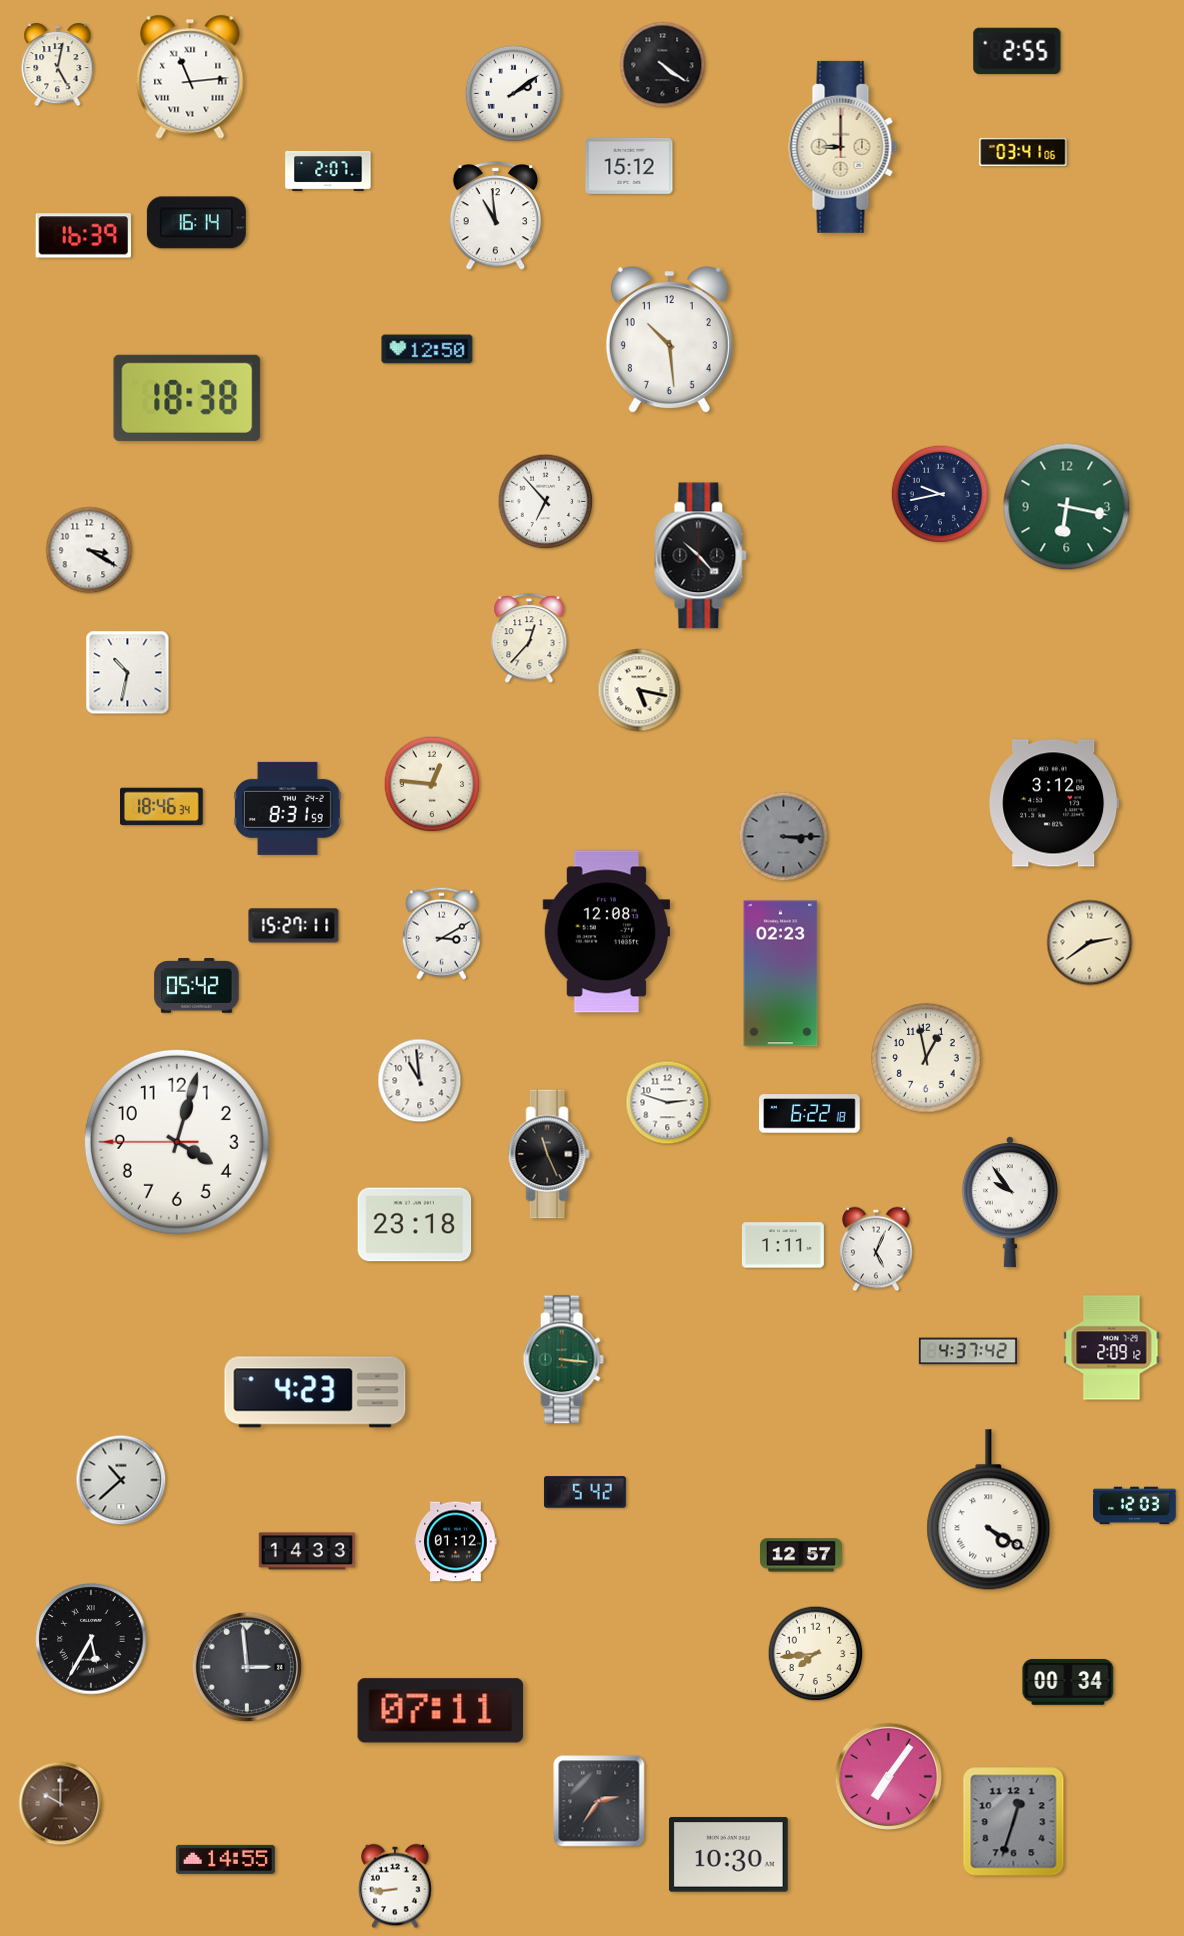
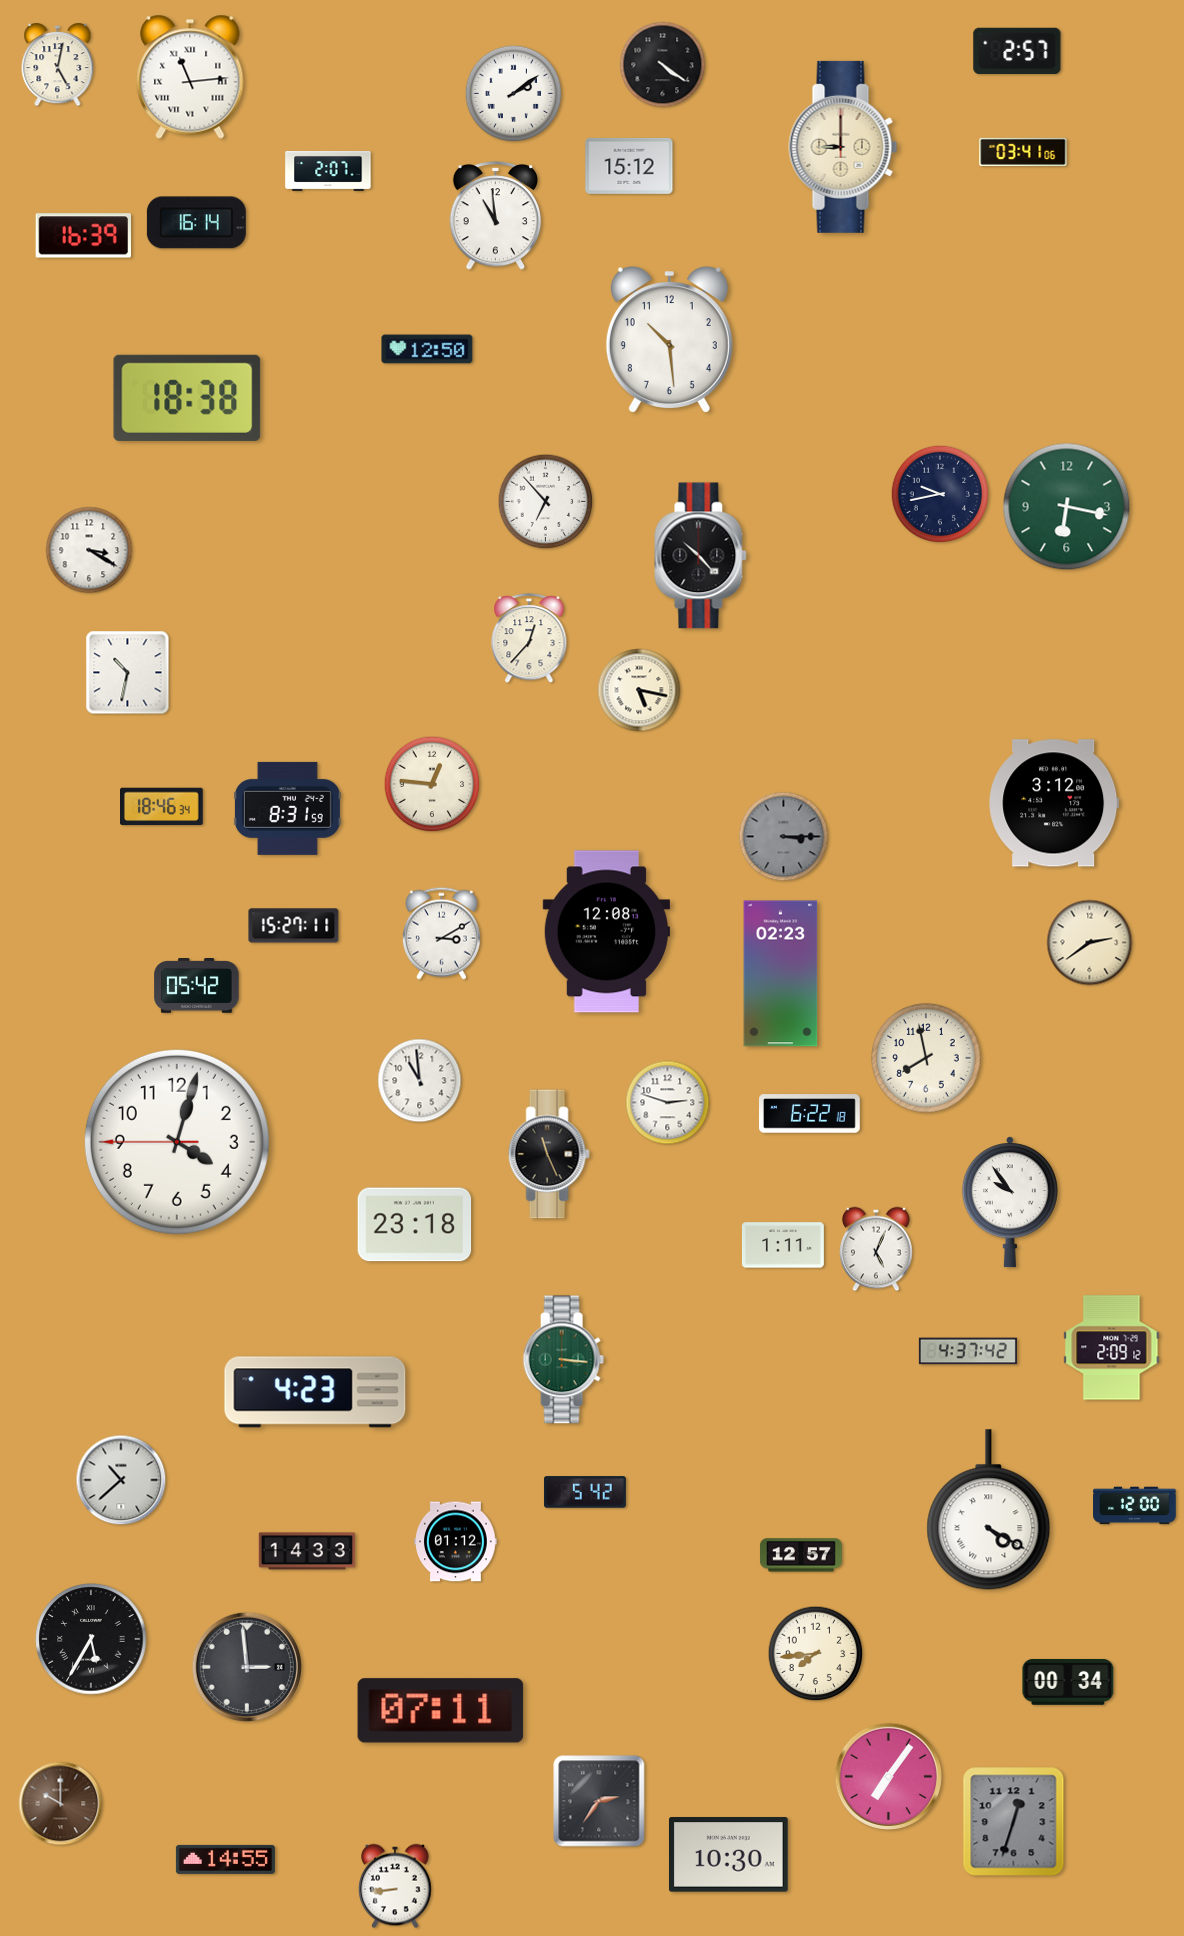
clock at (1017, 50): 2:55 -> 2:57
clock at (926, 1058): 12:58 -> 7:58
clock at (1135, 1506): 12:03 -> 12:00
